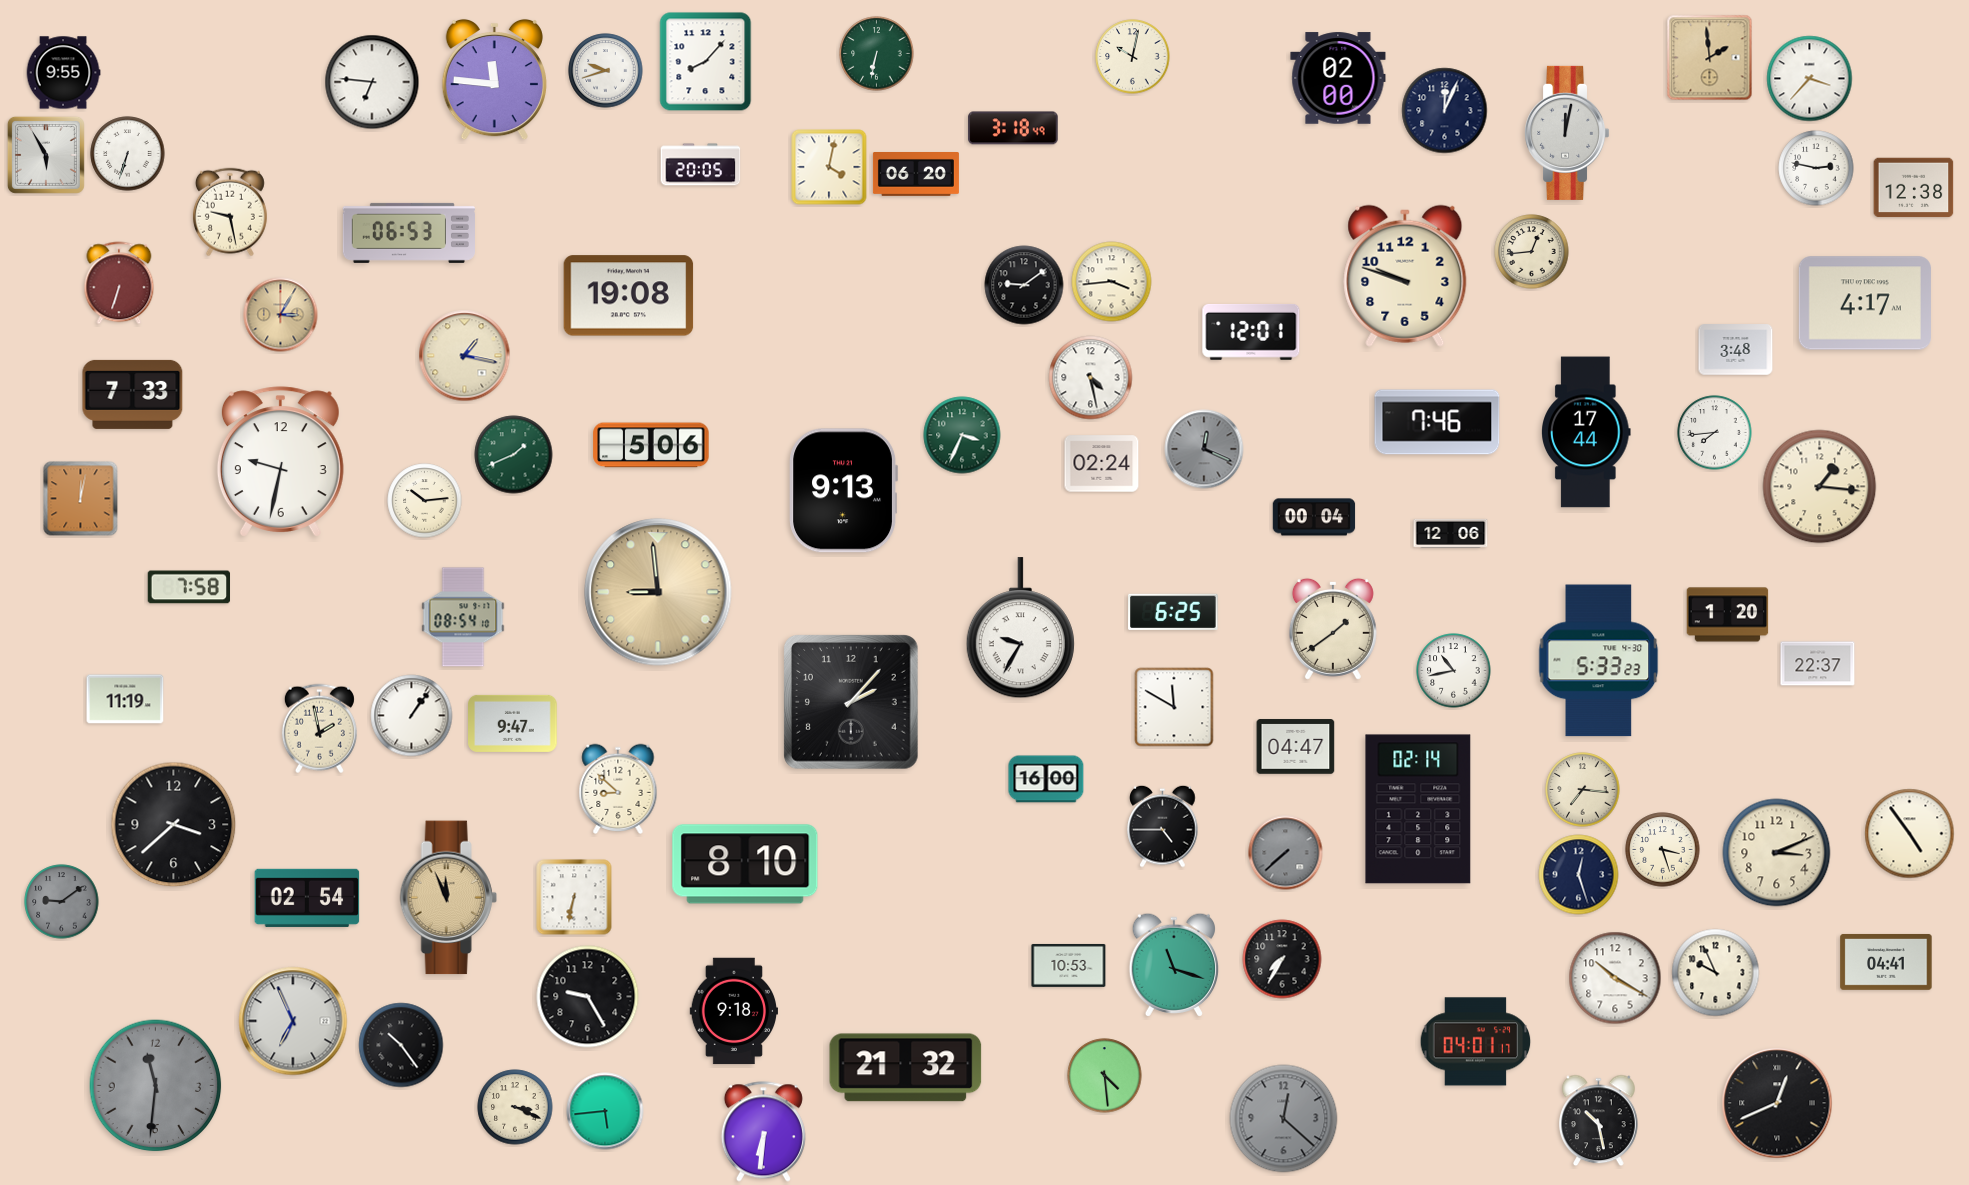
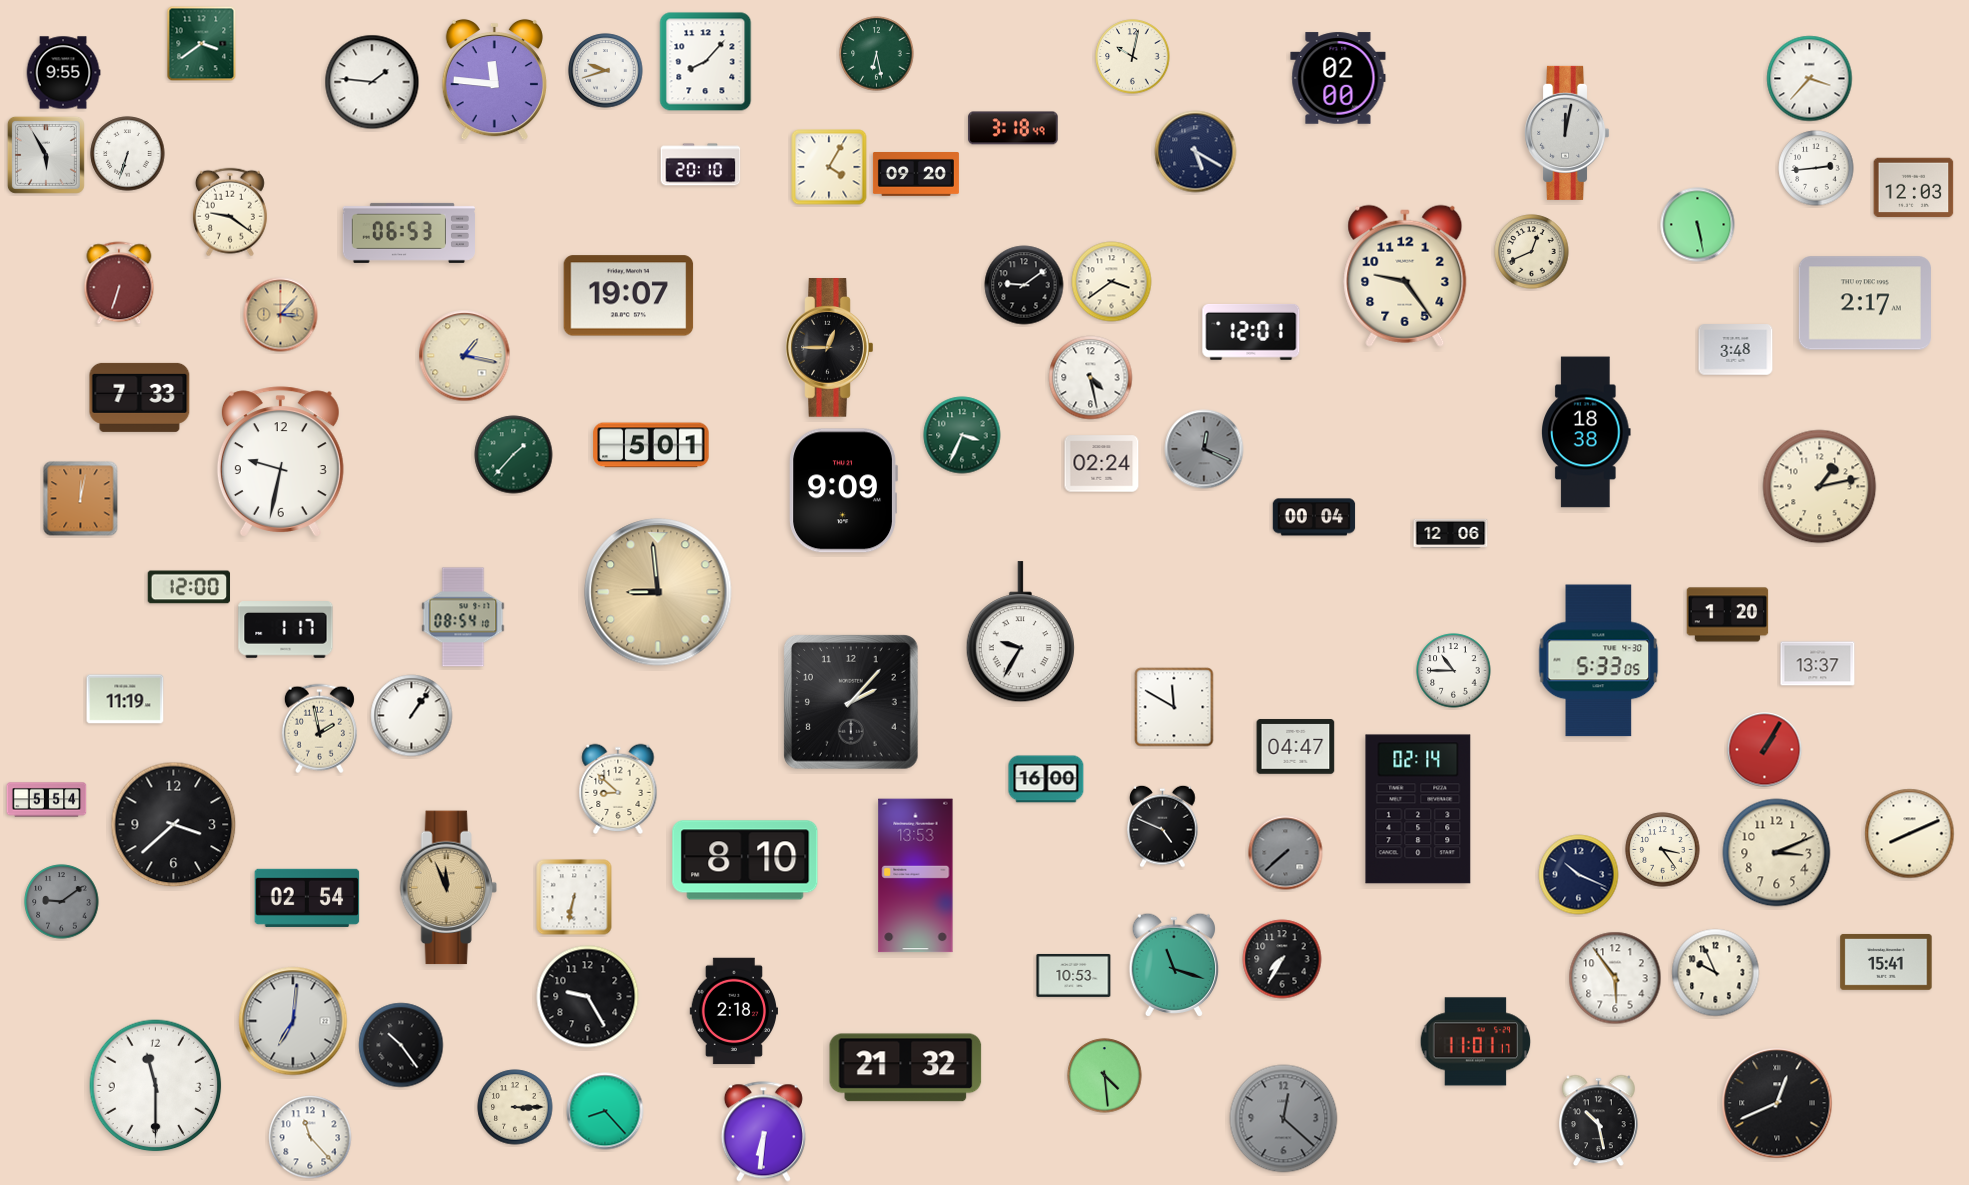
clock at (202, 44): none -> 3:39
clock at (877, 54): 6:32 -> 6:28
clock at (1710, 58): 1:59 -> none
clock at (372, 82): 6:46 -> 1:46
clock at (1445, 111): 12:04 -> none
clock at (1196, 152): none -> 5:20
clock at (701, 165): 20:05 -> 20:10
clock at (829, 167): 4:02 -> 4:05
clock at (1816, 168): 2:47 -> 2:44
clock at (916, 175): 06:20 -> 09:20
clock at (1914, 188): 12:38 -> 12:03
clock at (230, 212): 9:28 -> 9:21
clock at (1698, 225): none -> 5:28
clock at (1532, 252): 12:44 -> 12:41
clock at (1405, 276): 9:48 -> 9:24
clock at (1112, 282): 3:44 -> 3:39
clock at (629, 296): 19:08 -> 19:07
clock at (1865, 303): 4:17 -> 2:17
clock at (281, 315): 3:05 -> 3:07
clock at (830, 348): none -> 12:45
clock at (133, 394) position: (133, 394) -> (140, 397)
clock at (1437, 422): 7:46 -> none
clock at (1586, 432): 17:44 -> 18:38
clock at (1715, 433): 7:44 -> none
clock at (651, 445): 5:06 -> 5:01
clock at (514, 455): 1:41 -> 1:37
clock at (1820, 487): 1:16 -> 1:13
clock at (843, 491): 9:13 -> 9:09
clock at (425, 501): 10:14 -> none
clock at (188, 587): 7:58 -> 12:00
clock at (1173, 611): 6:25 -> none
clock at (1020, 628) position: (1020, 628) -> (1020, 632)
clock at (1333, 629): 1:39 -> none
clock at (286, 630): none -> 1:17
clock at (1599, 661): 5:33:23 -> 5:33:05
clock at (1818, 664): 22:37 -> 13:37
clock at (1454, 671): 10:43 -> 10:45
clock at (513, 723): 9:47 -> none
clock at (1765, 750): none -> 1:05
clock at (1583, 790): 7:16 -> none
clock at (47, 800): none -> 5:54
clock at (1163, 826): 4:45 -> 4:49
clock at (1910, 834): 4:54 -> 8:11
clock at (1663, 850): 3:27 -> 3:24
clock at (745, 864) position: (745, 864) -> (745, 860)
clock at (1579, 875): 12:27 -> 10:19
clock at (916, 876): none -> 13:53
clock at (448, 898) position: (448, 898) -> (448, 888)
clock at (1886, 962): 04:41 -> 15:41
clock at (1069, 965) position: (1069, 965) -> (1074, 975)
clock at (1615, 978): 10:20 -> 5:54
clock at (733, 1011): 9:18 -> 2:18
clock at (293, 1021): 6:56 -> 7:01
clock at (1476, 1042): 04:01 -> 11:01
clock at (156, 1086): 11:31 -> 11:30
clock at (156, 1086) dial: grey -> white
clock at (515, 1107): 3:19 -> 3:15
clock at (605, 1111): 5:44 -> 8:23
clock at (310, 1137): none -> 11:23
